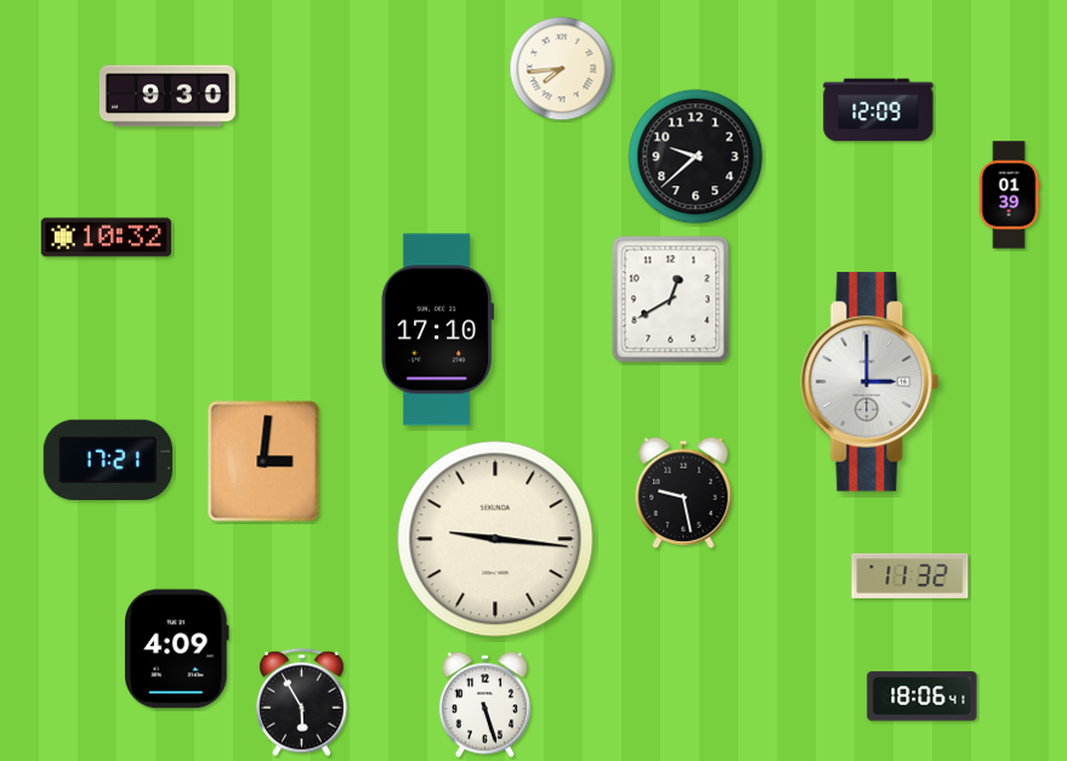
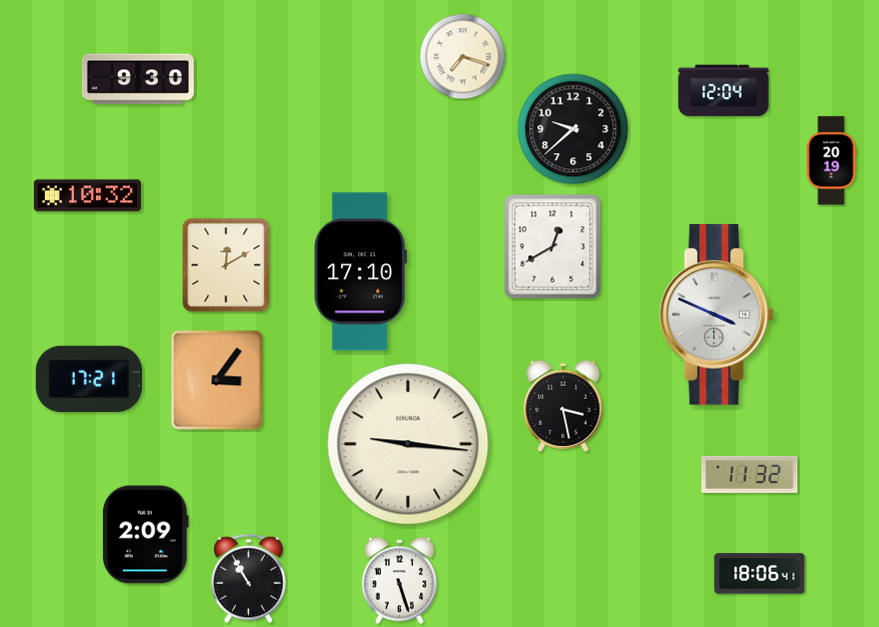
clock at (562, 69): 7:44 -> 7:18
clock at (879, 110): 12:09 -> 12:04
clock at (1009, 195): 01:39 -> 20:19
clock at (226, 265): none -> 12:10
clock at (870, 382): 3:00 -> 3:49
clock at (263, 461): 3:01 -> 3:06
clock at (683, 493): 9:28 -> 3:28
clock at (177, 649): 4:09 -> 2:09
clock at (302, 703): 5:55 -> 10:55
